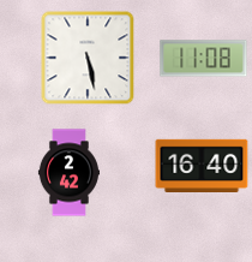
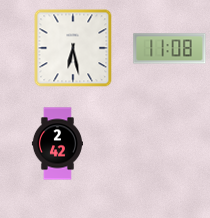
clock at (88, 58): 5:28 -> 6:28
clock at (202, 166): 16:40 -> none
